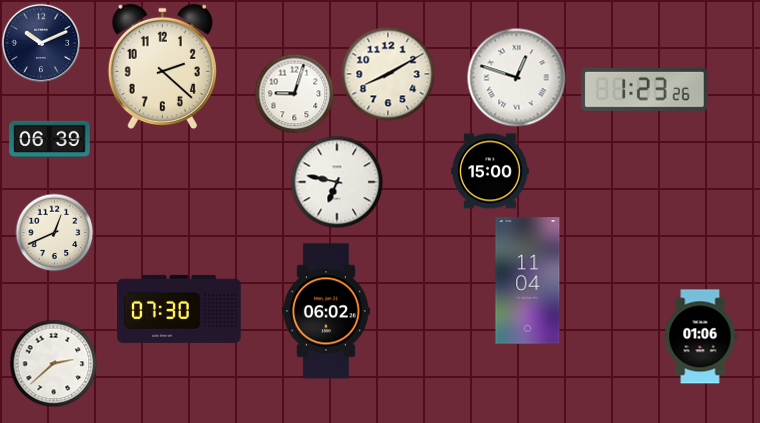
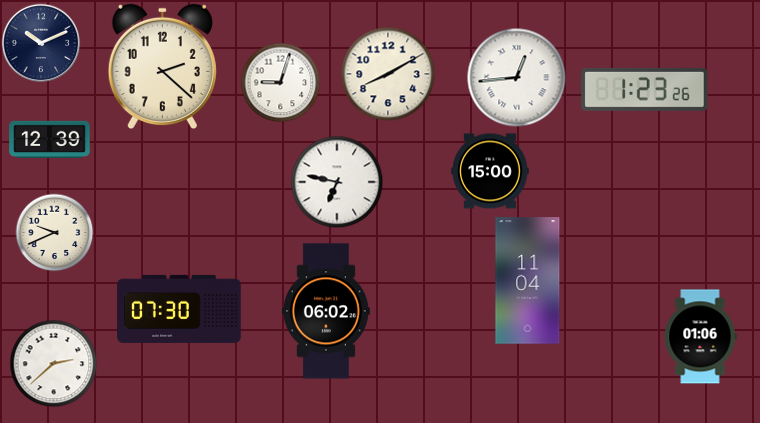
clock at (517, 78): 12:48 -> 12:44
clock at (294, 93) position: (294, 93) -> (280, 82)
clock at (50, 140): 06:39 -> 12:39
clock at (54, 232): 12:41 -> 9:41
